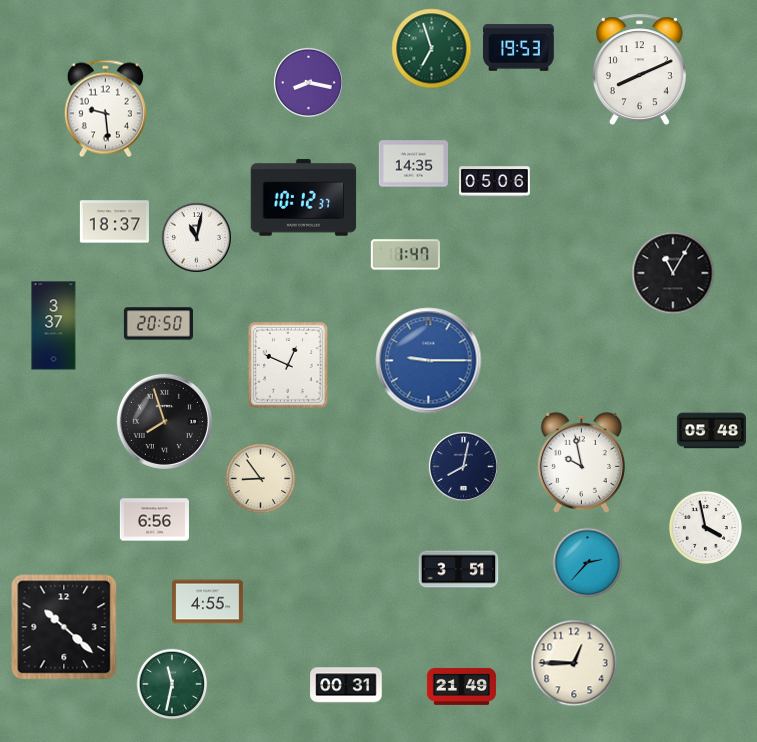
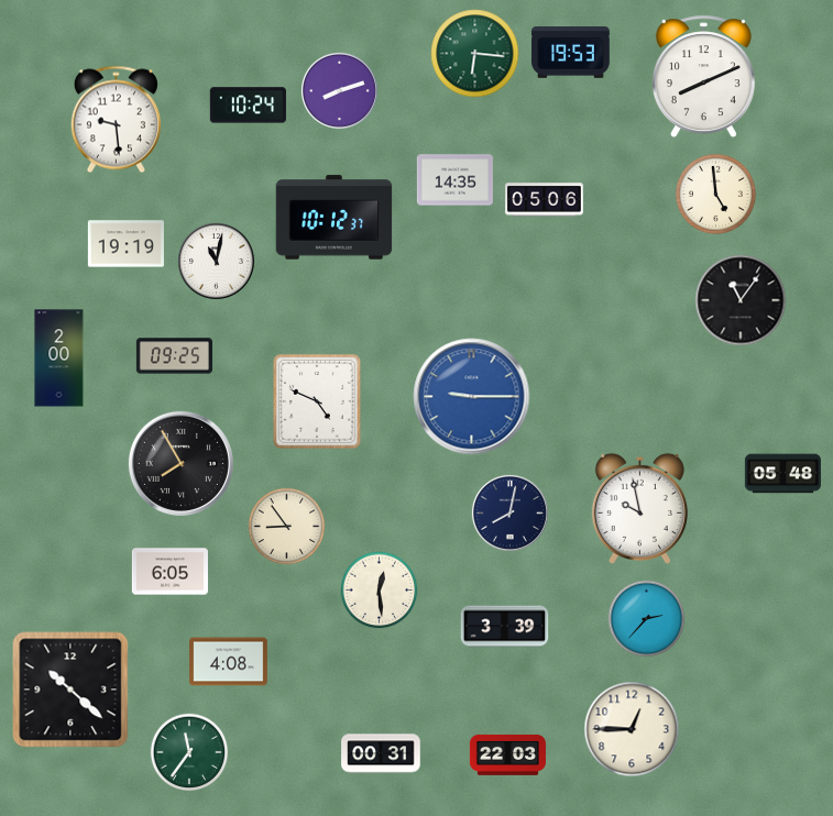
clock at (432, 49): 6:57 -> 6:16
clock at (308, 82): 8:17 -> 8:12
clock at (248, 106): none -> 10:24
clock at (715, 194): none -> 4:59
clock at (114, 222): 18:37 -> 19:19
clock at (405, 255): 1:47 -> none
clock at (673, 273): 11:05 -> 11:06
clock at (158, 324): 20:50 -> 09:25
clock at (54, 326): 3:37 -> 2:00
clock at (289, 366): 12:49 -> 4:49
clock at (164, 421): 7:57 -> 7:55
clock at (154, 520): 6:56 -> 6:05
clock at (705, 527): 3:58 -> none
clock at (380, 591): none -> 12:29
clock at (459, 570): 3:51 -> 3:39
clock at (208, 602): 4:55 -> 4:08
clock at (172, 684): 11:32 -> 11:36
clock at (461, 686): 21:49 -> 22:03
